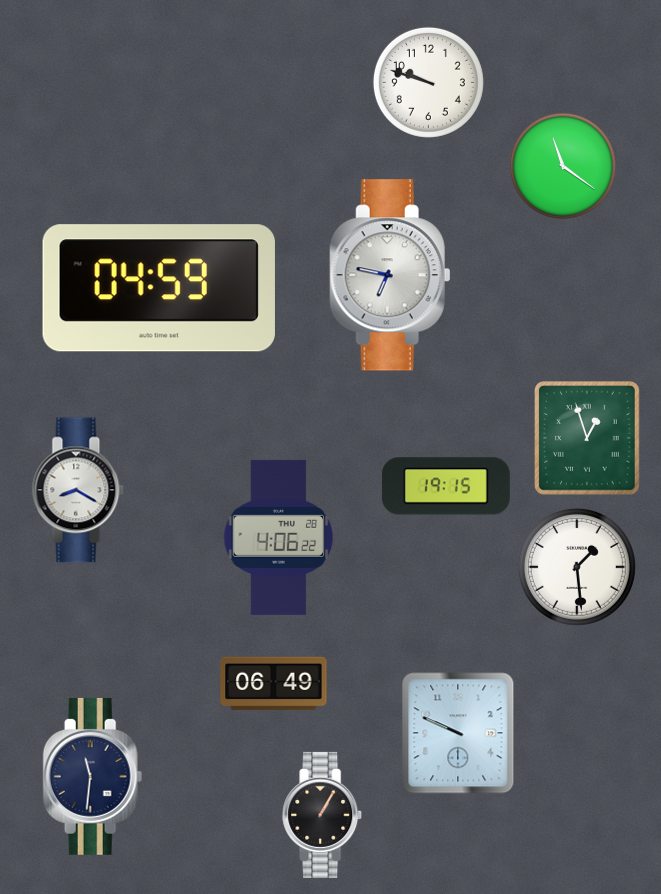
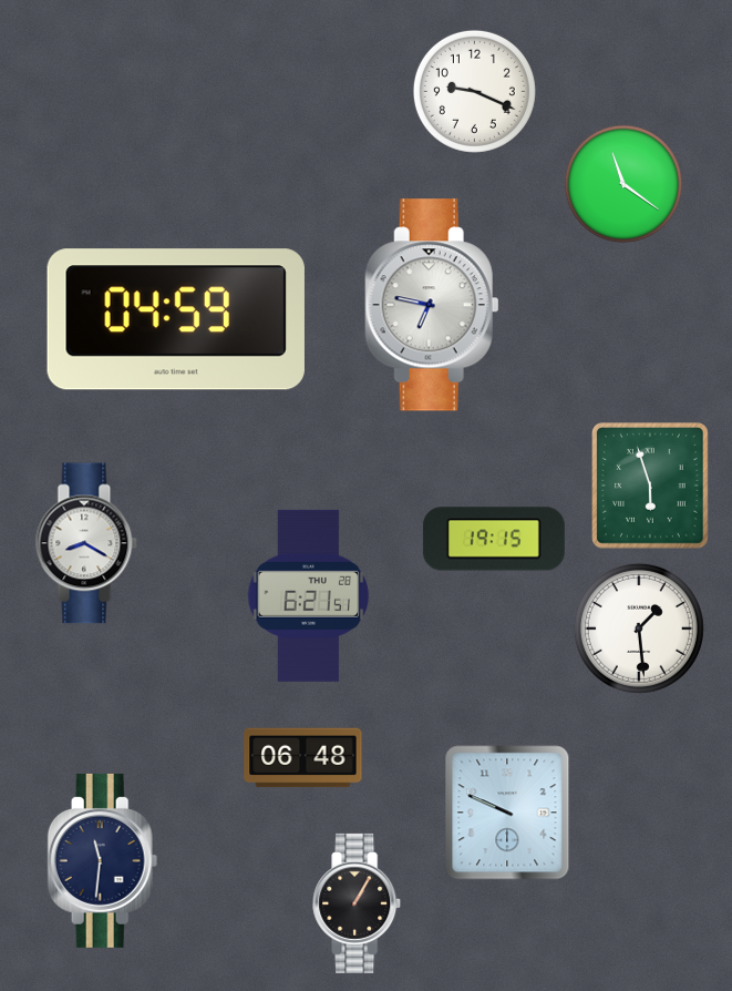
clock at (428, 82): 9:48 -> 9:19
clock at (588, 439): 12:57 -> 5:57
clock at (279, 537): 4:06 -> 6:21
clock at (274, 684): 06:49 -> 06:48
